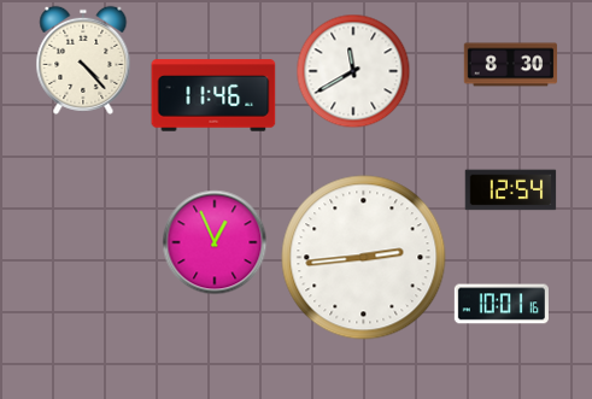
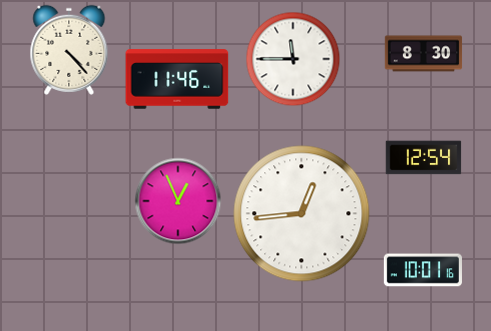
clock at (353, 71): 11:40 -> 11:45
clock at (364, 258): 2:44 -> 12:44
clock at (502, 304) position: (502, 304) -> (423, 270)
